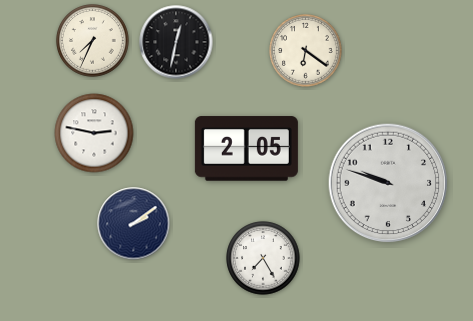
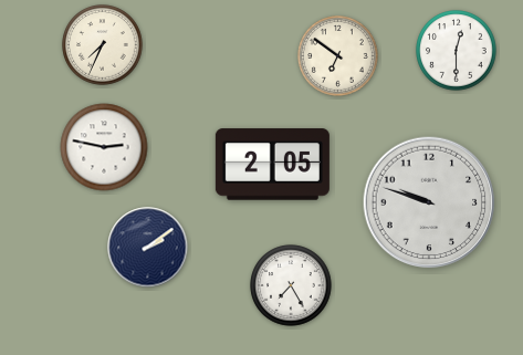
clock at (176, 42): 12:32 -> none
clock at (457, 51): none -> 12:30
clock at (306, 51): 6:21 -> 6:51
